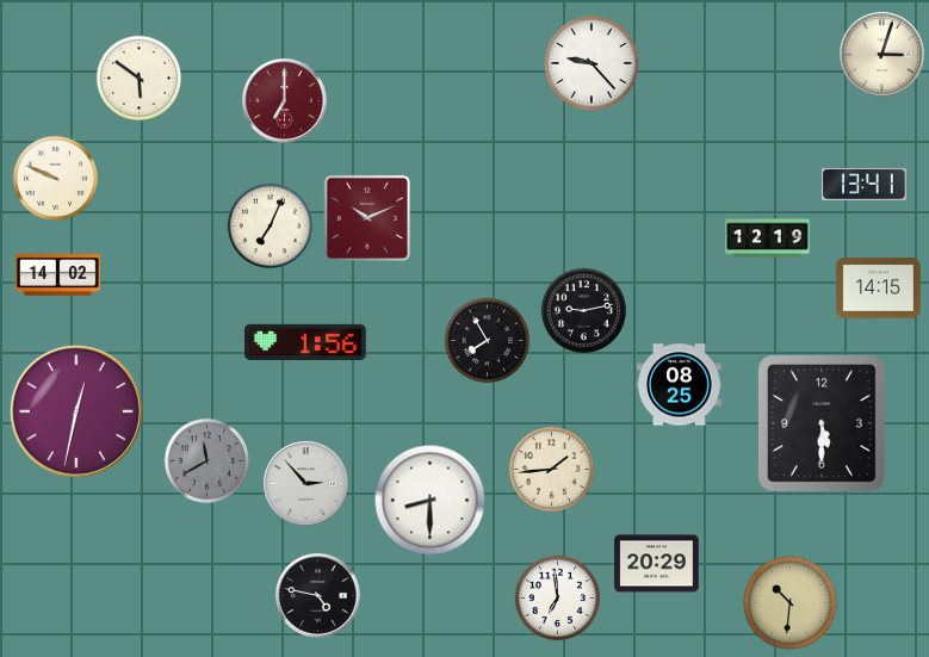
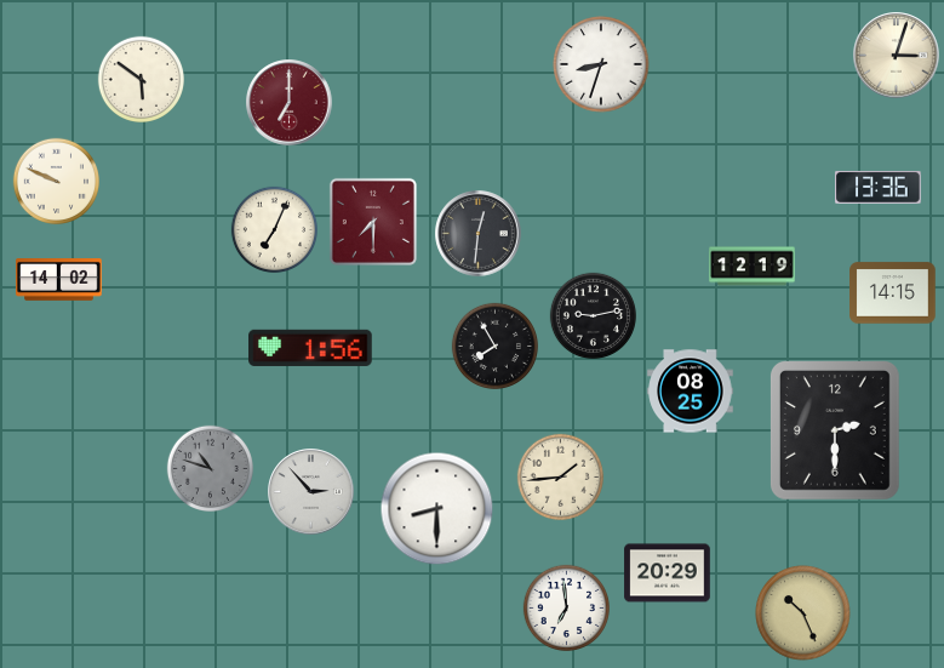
clock at (592, 63): 9:23 -> 8:33
clock at (865, 184): 13:41 -> 13:36
clock at (367, 218): 10:11 -> 7:30
clock at (479, 234): none -> 12:31
clock at (768, 238) position: (768, 238) -> (753, 267)
clock at (76, 411): 12:32 -> none
clock at (822, 423): 5:30 -> 2:30
clock at (206, 460): 11:40 -> 10:48
clock at (318, 596): 4:47 -> none
clock at (791, 603): 10:31 -> 10:26
